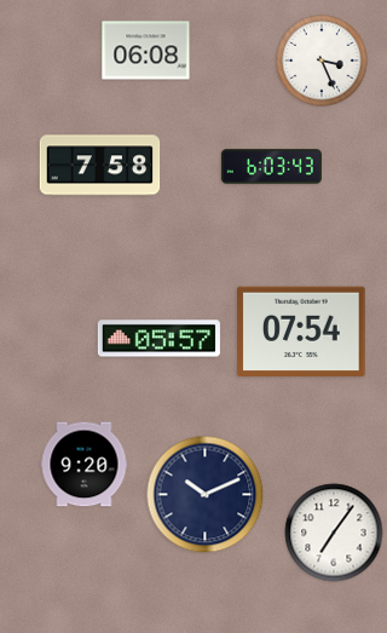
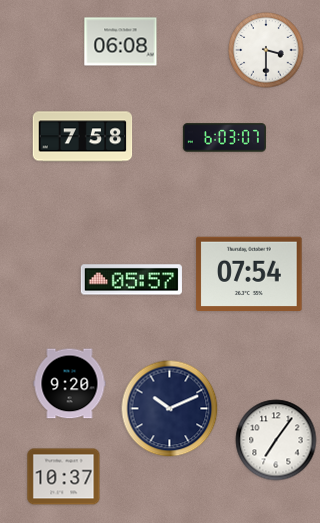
clock at (322, 61): 3:26 -> 3:30
clock at (271, 167): 6:03:43 -> 6:03:07
clock at (64, 477): none -> 10:37
